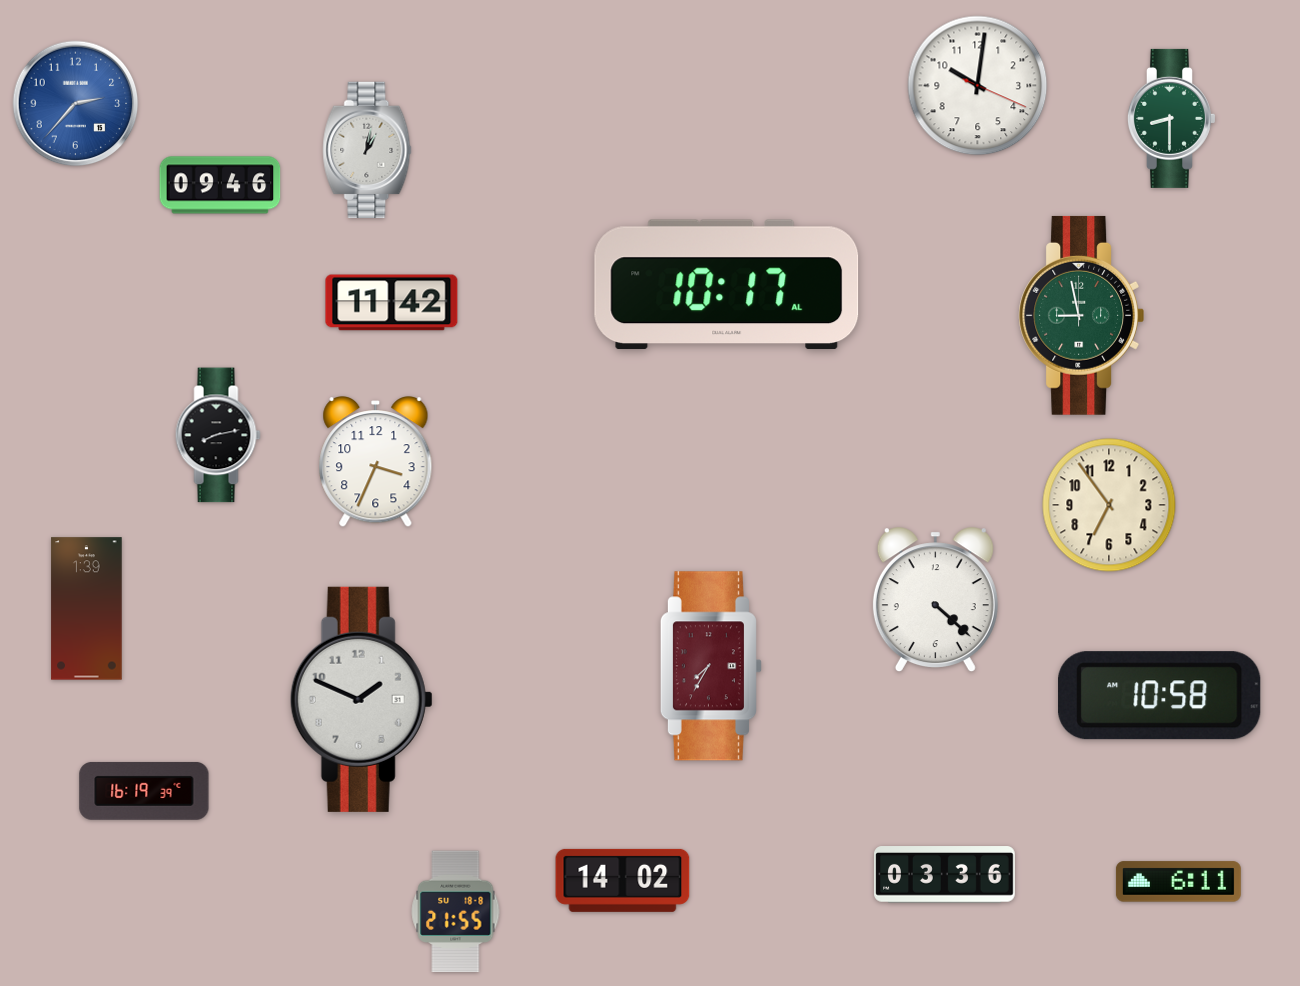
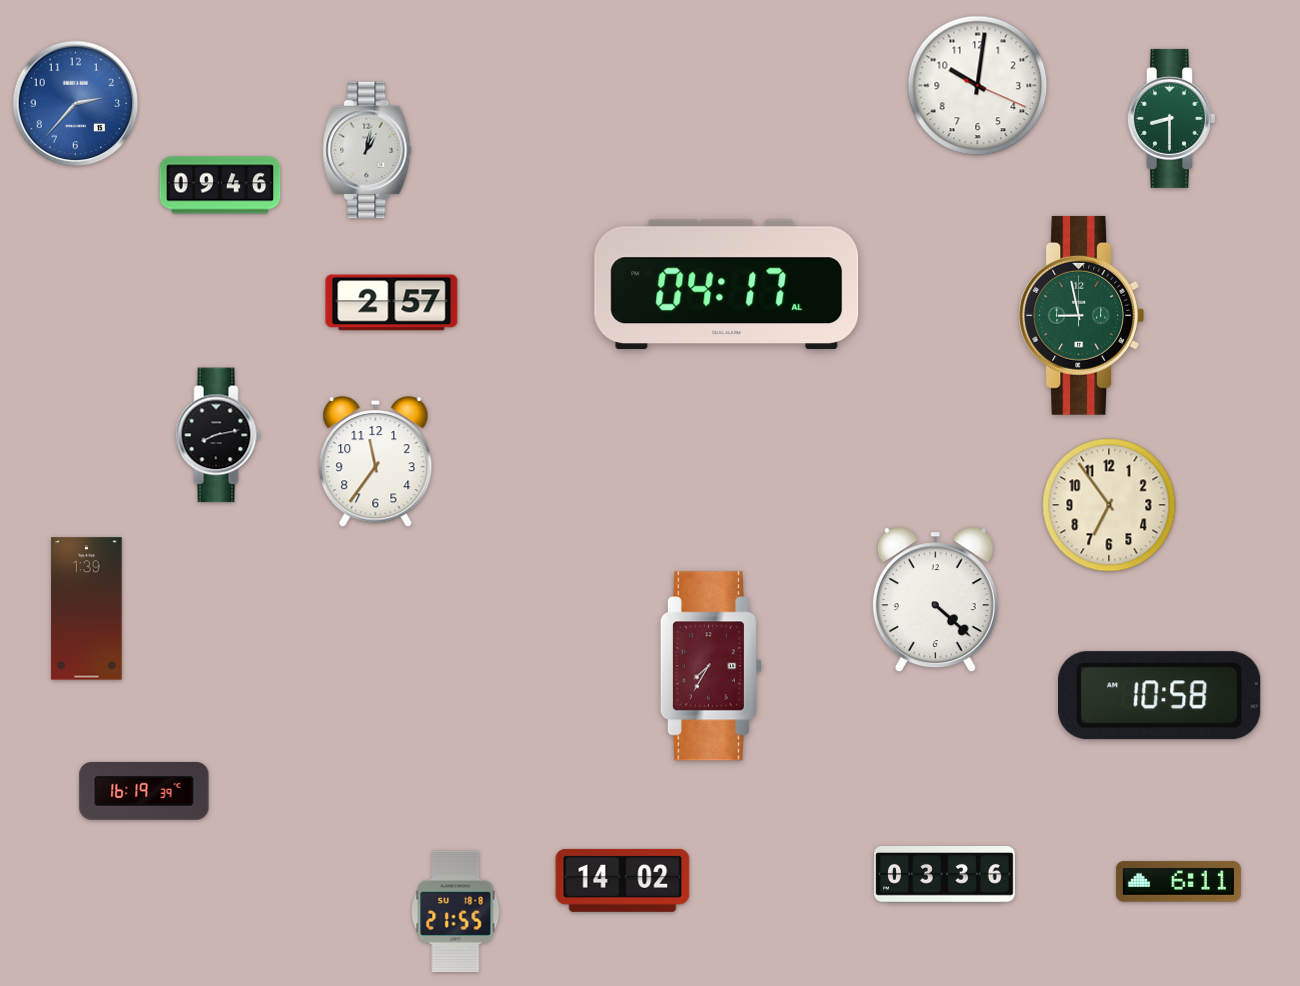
clock at (727, 284): 10:17 -> 04:17
clock at (392, 303): 11:42 -> 2:57
clock at (376, 462): 3:34 -> 11:36
clock at (361, 699): 1:49 -> none
